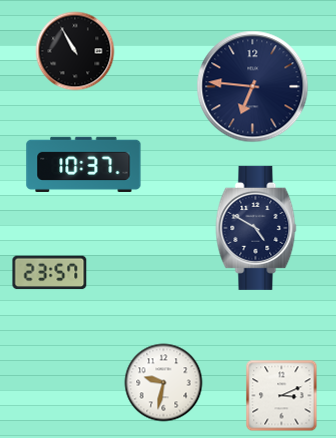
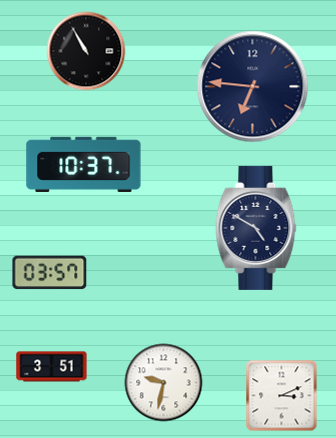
clock at (75, 51) position: (75, 51) -> (86, 51)
clock at (50, 273): 23:57 -> 03:57
clock at (52, 367): none -> 3:51
